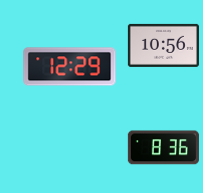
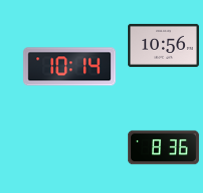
clock at (70, 67): 12:29 -> 10:14
